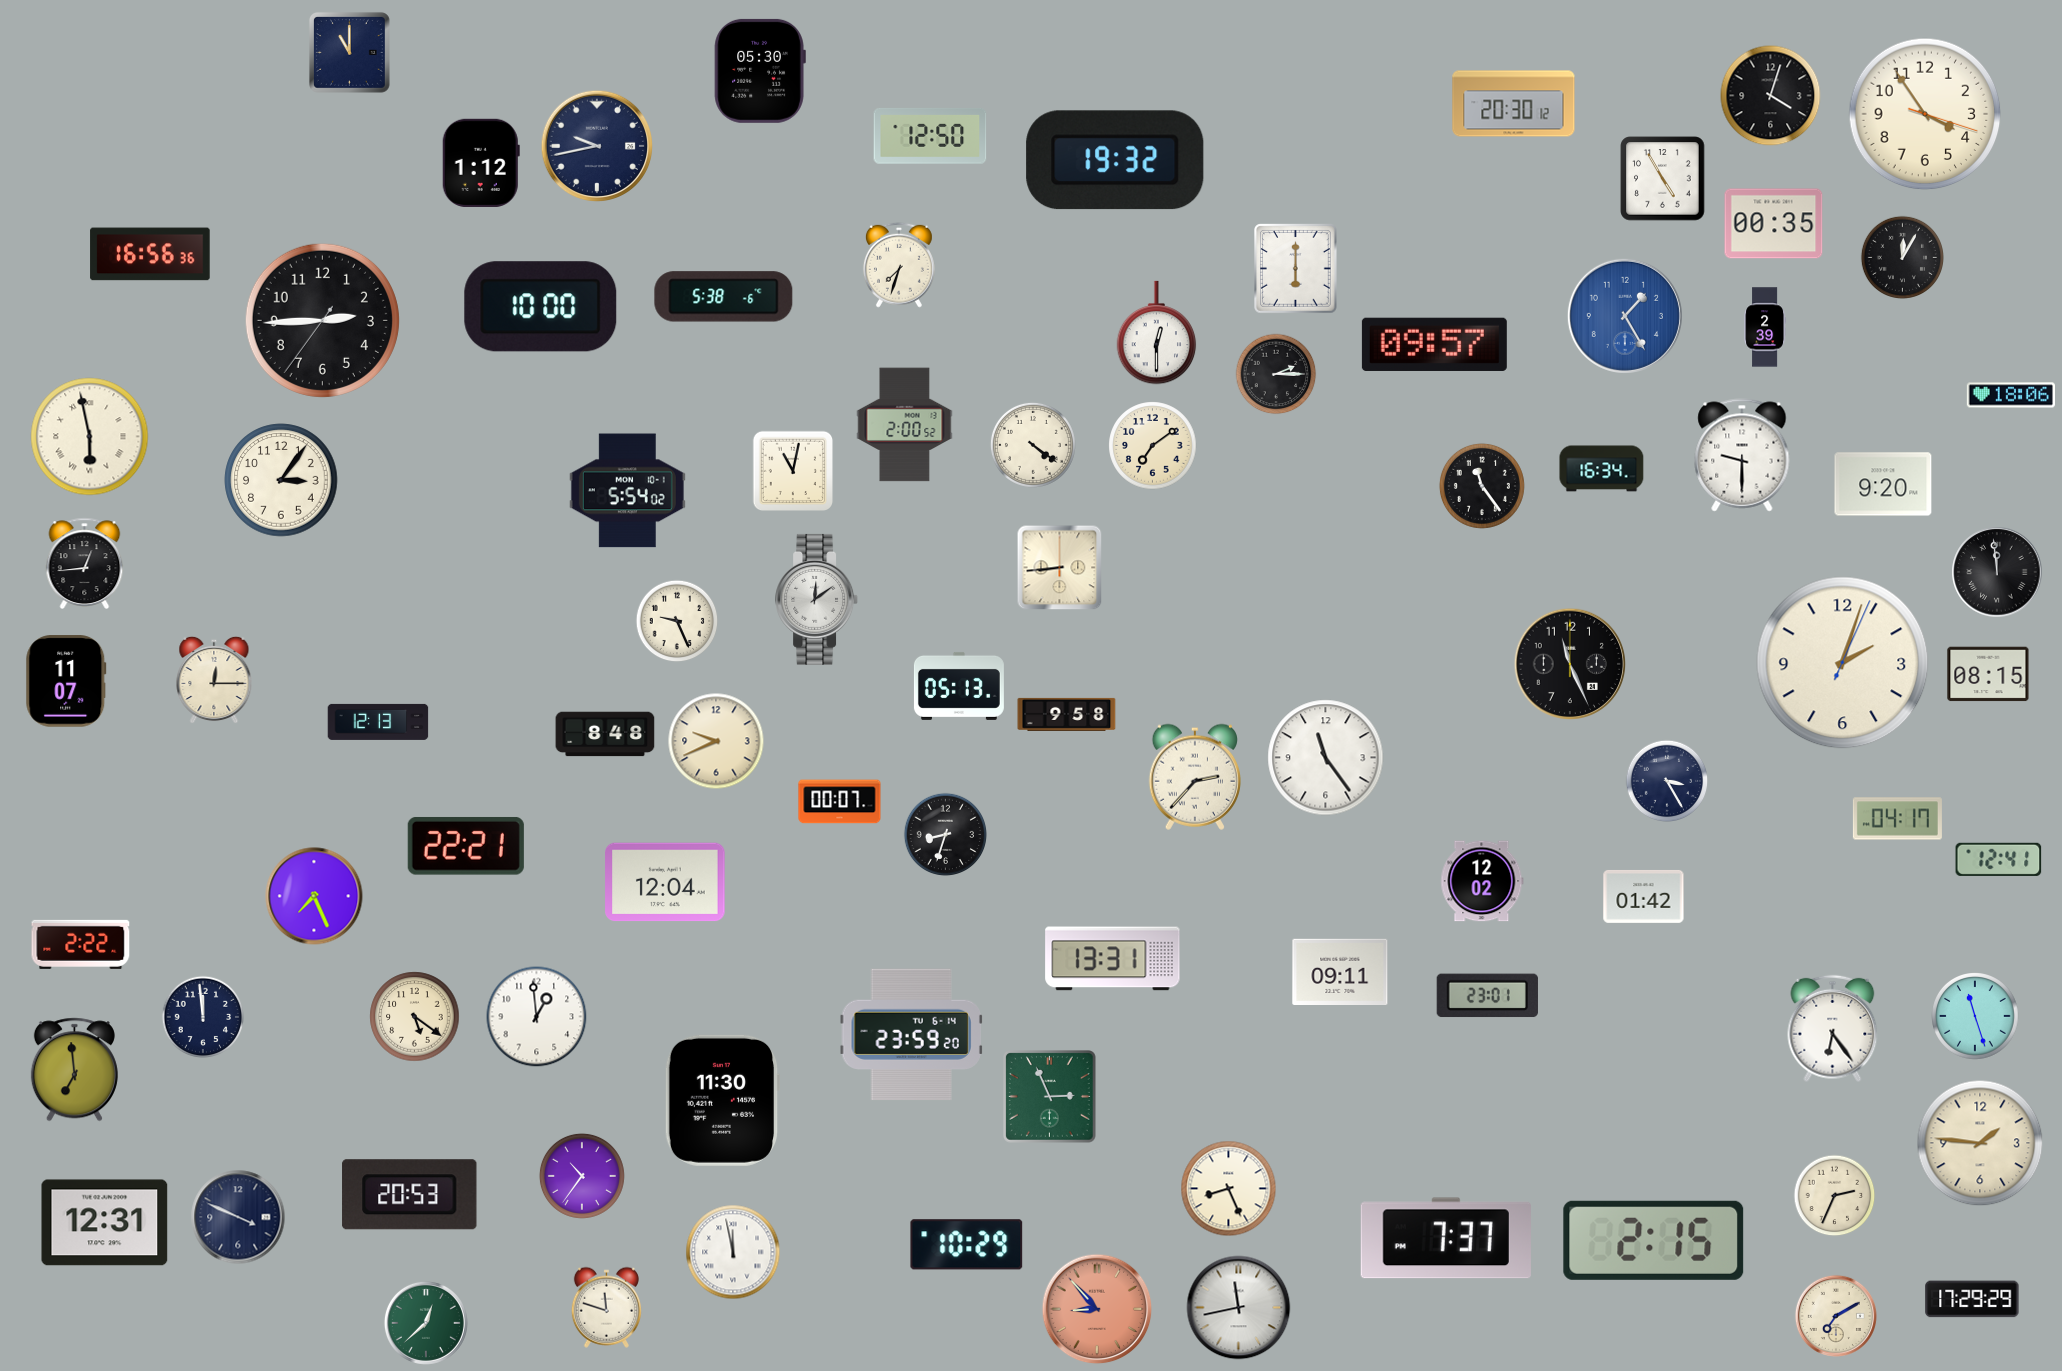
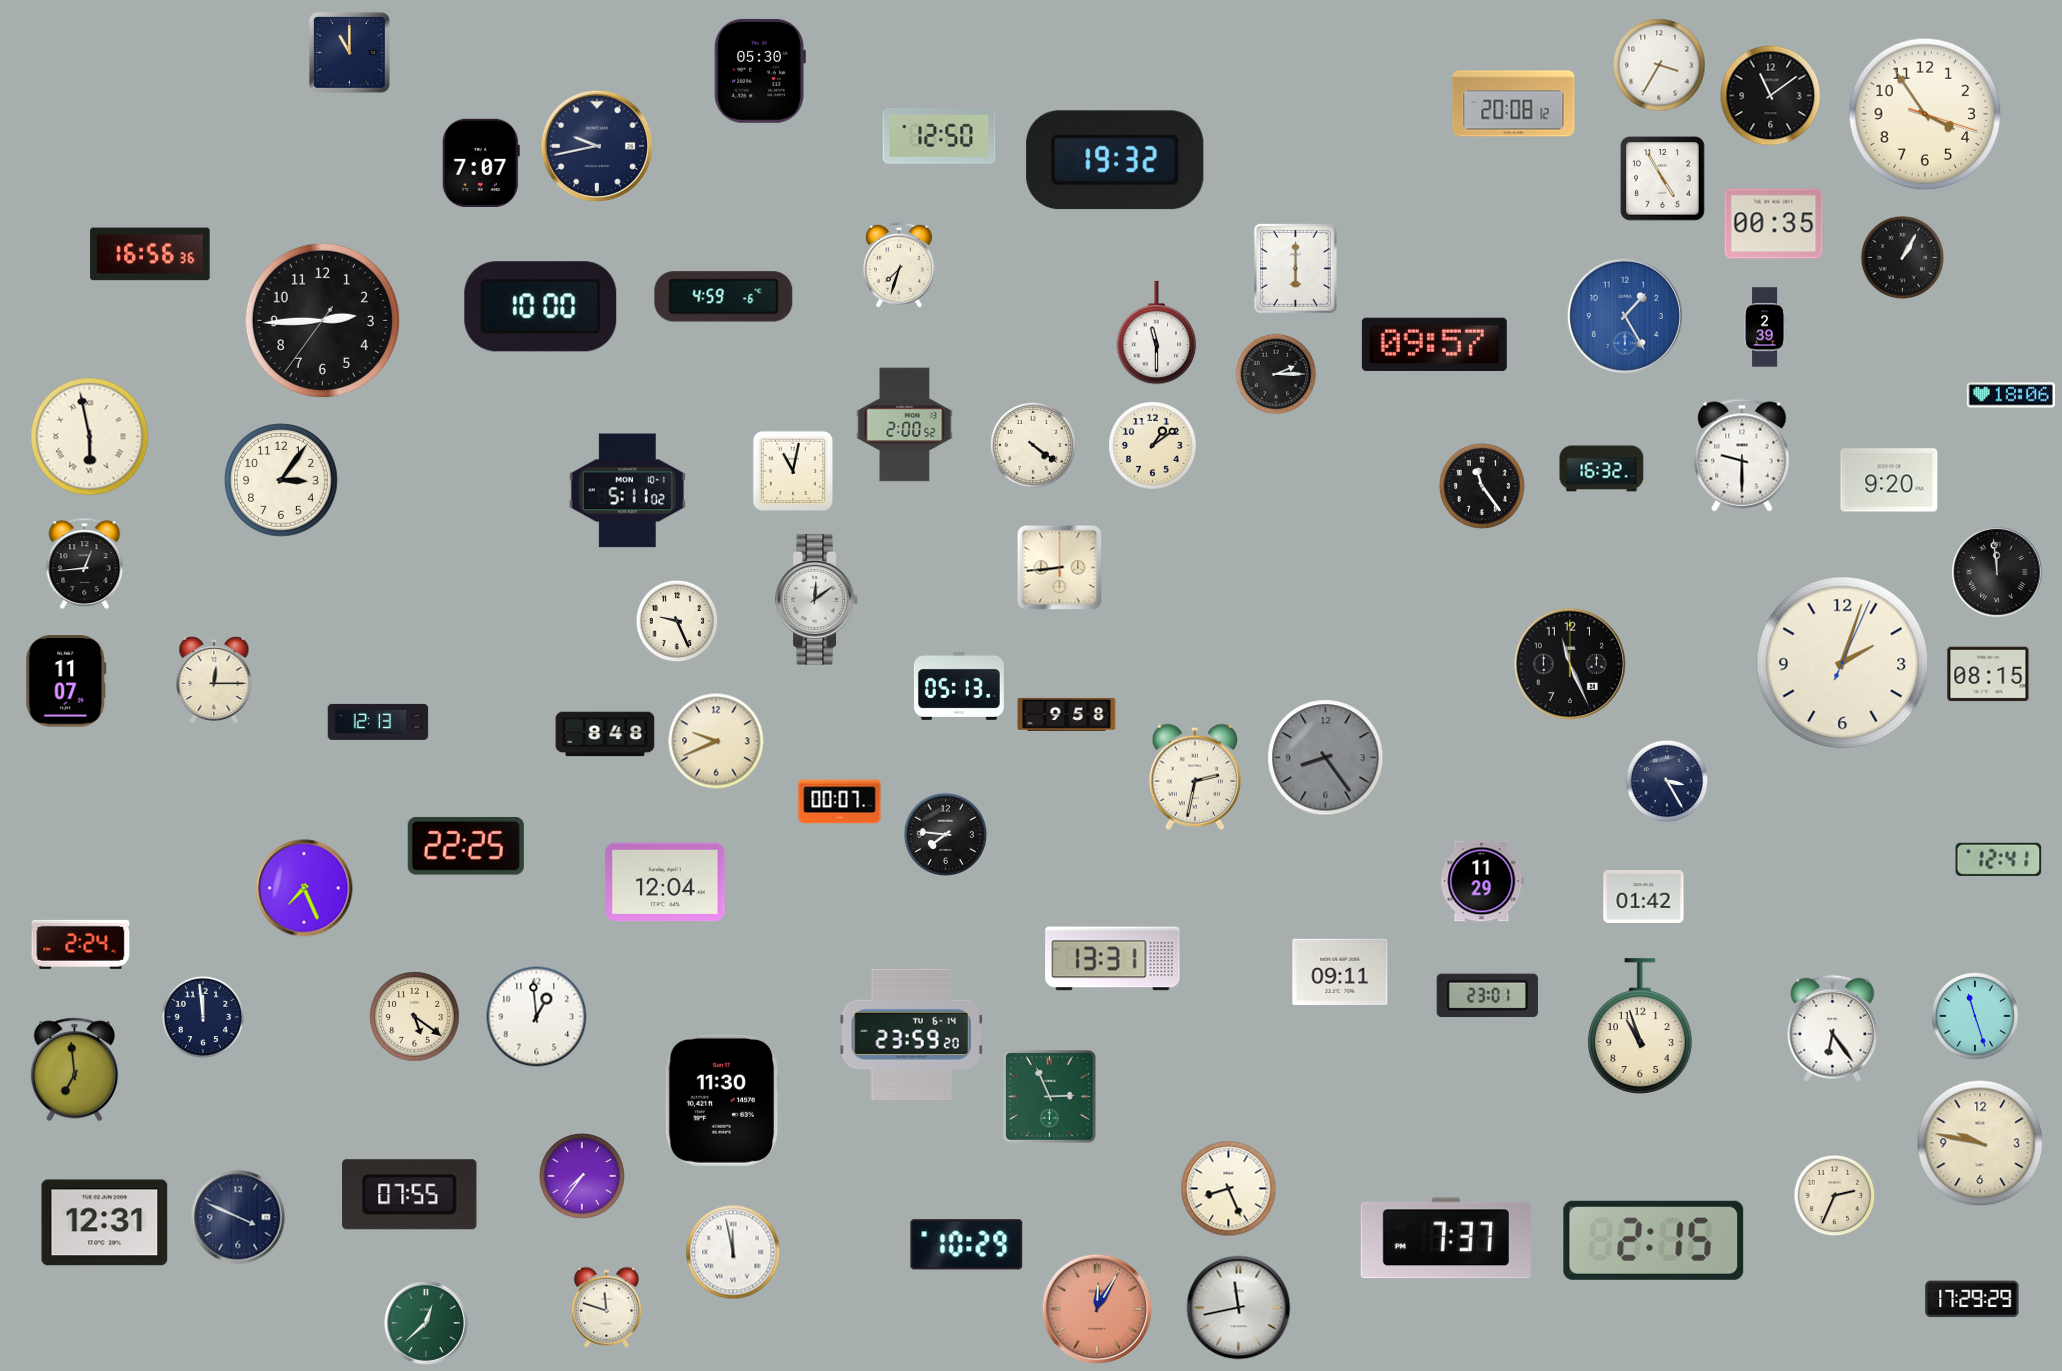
clock at (1659, 65): none -> 3:35
clock at (1771, 96): 4:03 -> 11:09
clock at (1514, 104): 20:30 -> 20:08
clock at (930, 136) position: (930, 136) -> (939, 136)
clock at (481, 163): 1:12 -> 7:07
clock at (1902, 257): 12:05 -> 1:05
clock at (724, 297): 5:38 -> 4:59
clock at (1157, 333): 12:30 -> 11:30
clock at (1153, 446): 7:09 -> 1:09
clock at (1602, 469): 16:34 -> 16:32
clock at (1883, 484) position: (1883, 484) -> (1889, 480)
clock at (627, 491): 5:54 -> 5:11
clock at (1326, 758): 11:24 -> 8:24
clock at (1326, 758) dial: white -> grey
clock at (1195, 777): 2:37 -> 2:32
clock at (1897, 819): 04:17 -> none
clock at (945, 834): 8:33 -> 7:46
clock at (466, 846): 22:21 -> 22:25
clock at (1482, 881): 12:02 -> 11:29
clock at (314, 896) position: (314, 896) -> (304, 888)
clock at (81, 944): 2:22 -> 2:24
clock at (1640, 1026): none -> 10:57
clock at (1980, 1143): 1:46 -> 9:47
clock at (582, 1176): 10:36 -> 7:36
clock at (410, 1195): 20:53 -> 07:55
clock at (1097, 1309): 8:53 -> 12:05
clock at (1836, 1316): 7:10 -> none
